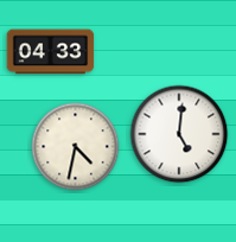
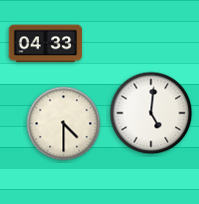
clock at (51, 52) position: (51, 52) -> (46, 44)
clock at (76, 147): 4:32 -> 4:30
